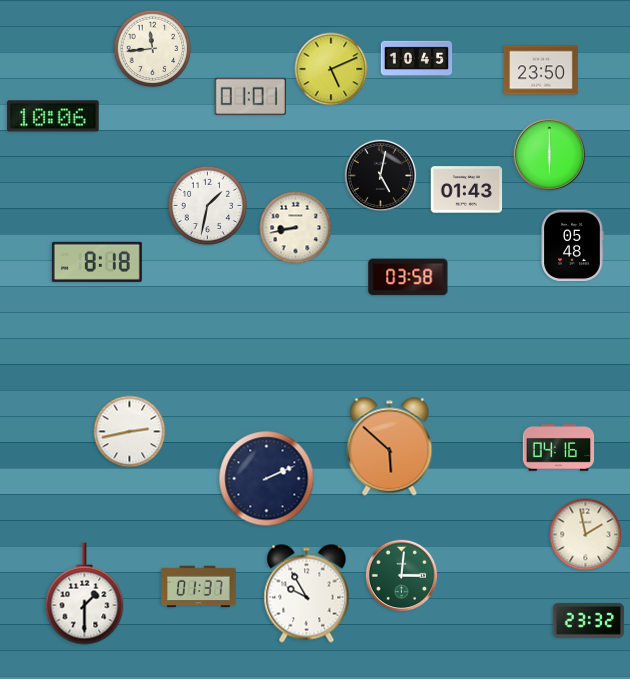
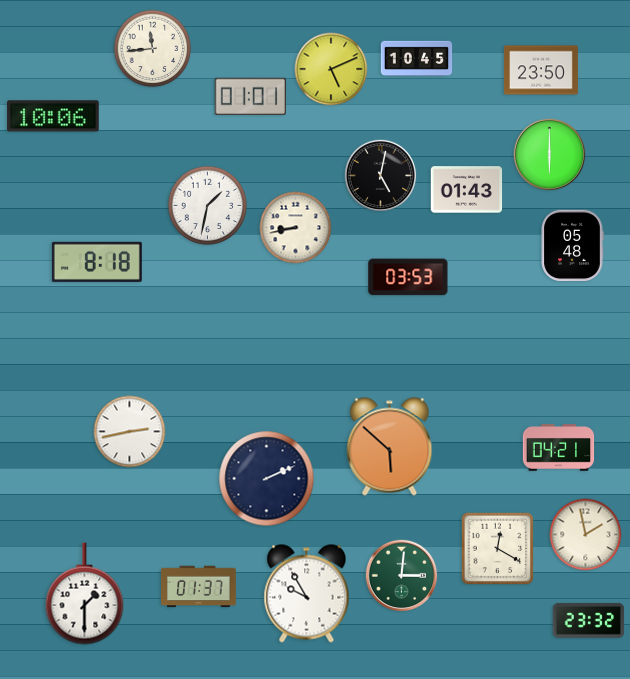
clock at (408, 277): 03:58 -> 03:53
clock at (559, 448): 04:16 -> 04:21
clock at (498, 549): none -> 12:20
